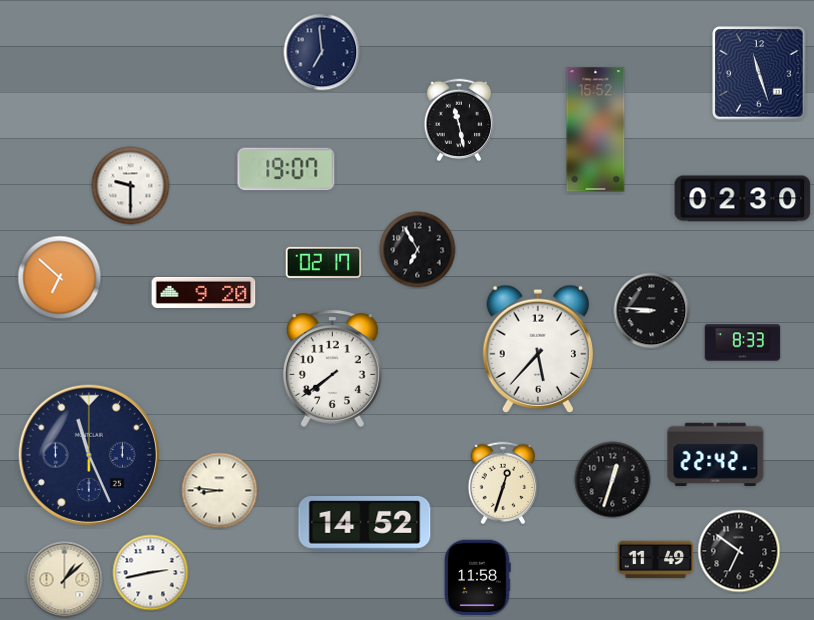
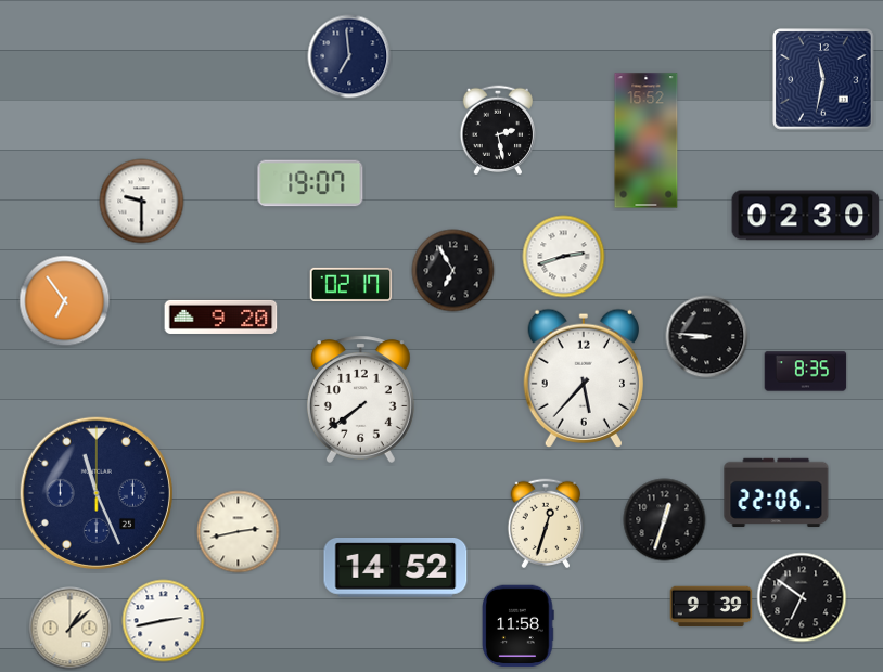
clock at (759, 73): 11:27 -> 11:32
clock at (458, 119): 11:28 -> 2:28
clock at (564, 257): none -> 2:42
clock at (60, 278): 6:52 -> 6:54
clock at (743, 343): 8:33 -> 8:35
clock at (716, 454): 22:42 -> 22:06
clock at (220, 491): 8:46 -> 2:43
clock at (656, 560): 11:49 -> 9:39
